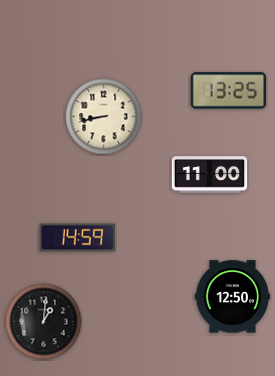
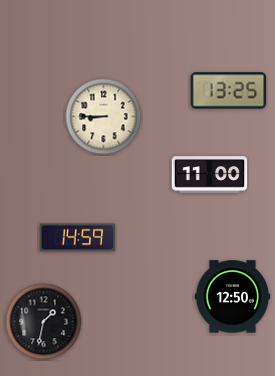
clock at (104, 117): 8:43 -> 8:45
clock at (44, 322): 1:01 -> 1:32
